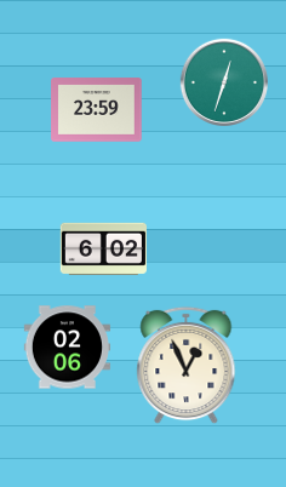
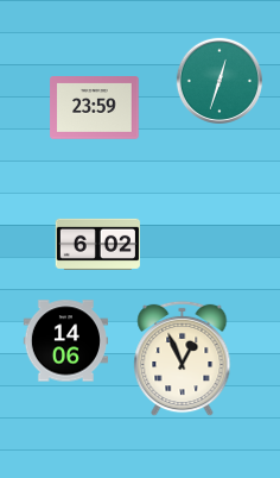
clock at (103, 248) position: (103, 248) -> (97, 244)
clock at (67, 348): 02:06 -> 14:06
